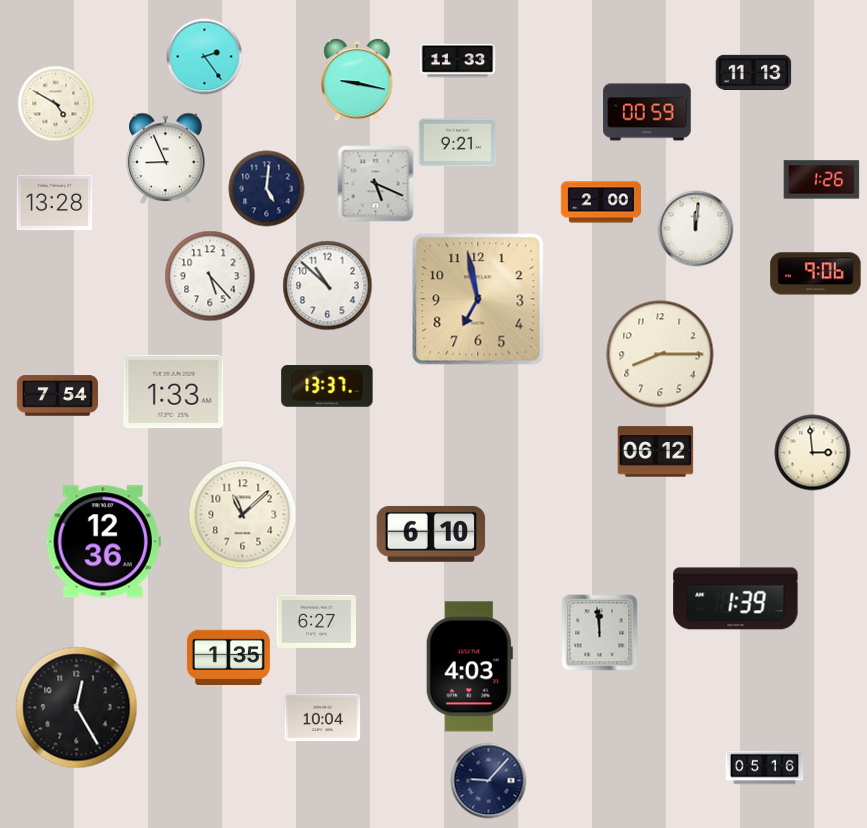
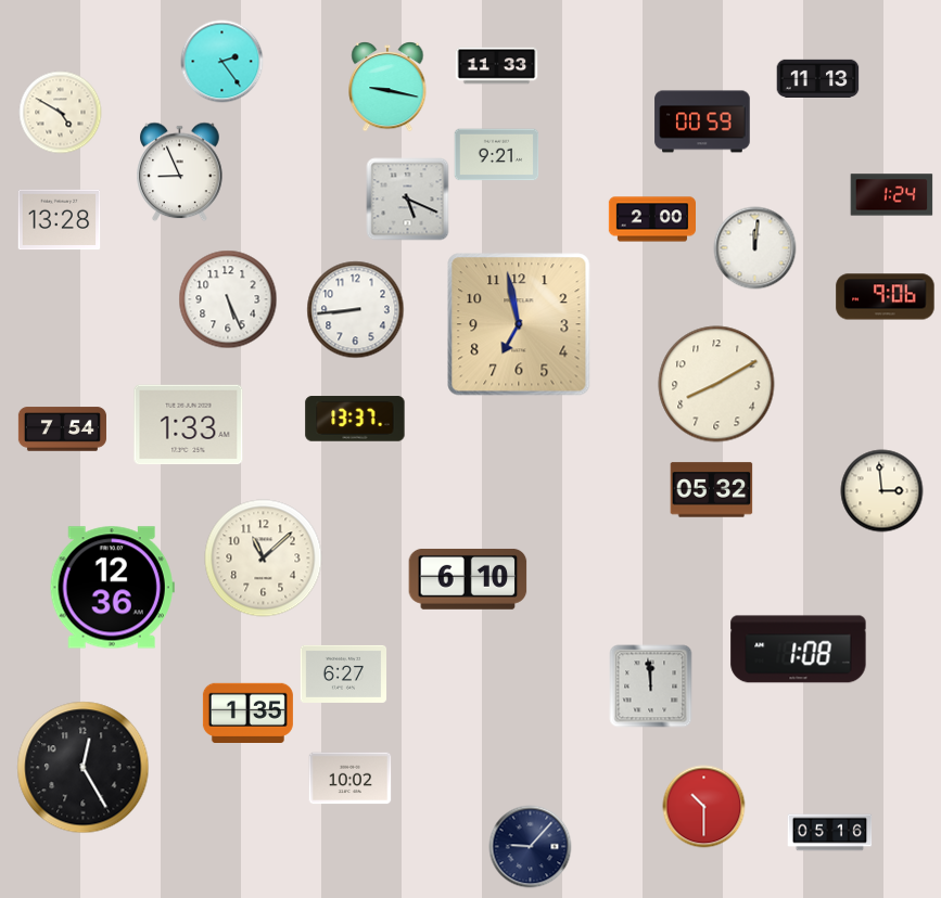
clock at (822, 180): 1:26 -> 1:24
clock at (267, 189): 5:01 -> none
clock at (210, 276): 5:23 -> 5:26
clock at (328, 286): 10:52 -> 8:44
clock at (660, 354): 8:15 -> 8:10
clock at (656, 452): 06:12 -> 05:32
clock at (736, 599): 1:39 -> 1:08
clock at (469, 667): 4:03 -> none
clock at (323, 718): 10:04 -> 10:02
clock at (704, 807): none -> 10:30
